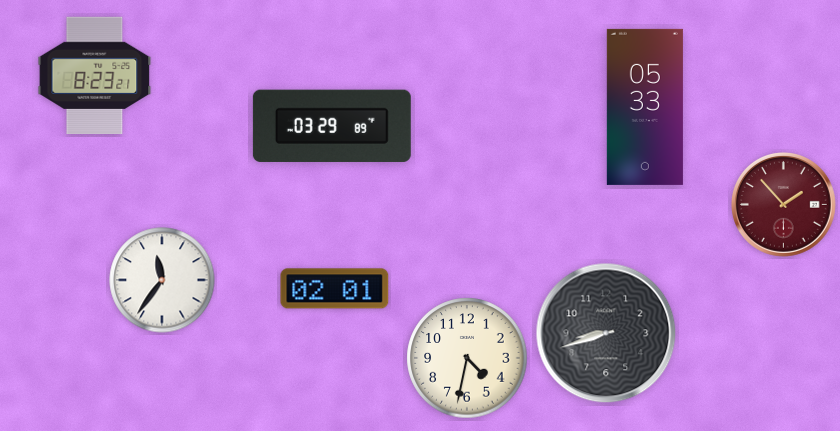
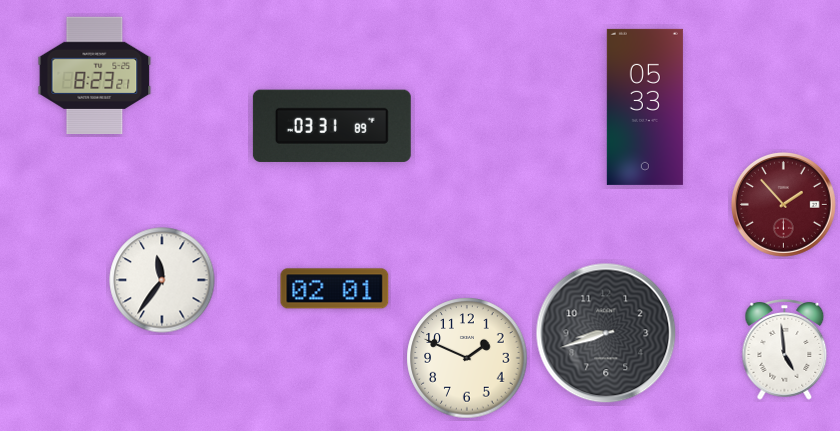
clock at (332, 126): 03:29 -> 03:31
clock at (785, 350): none -> 4:59
clock at (467, 358): 4:32 -> 1:49
